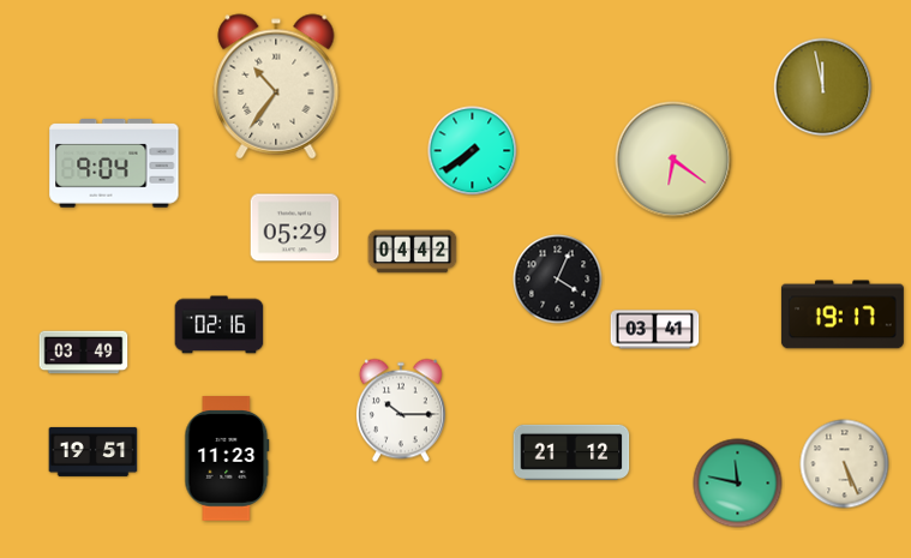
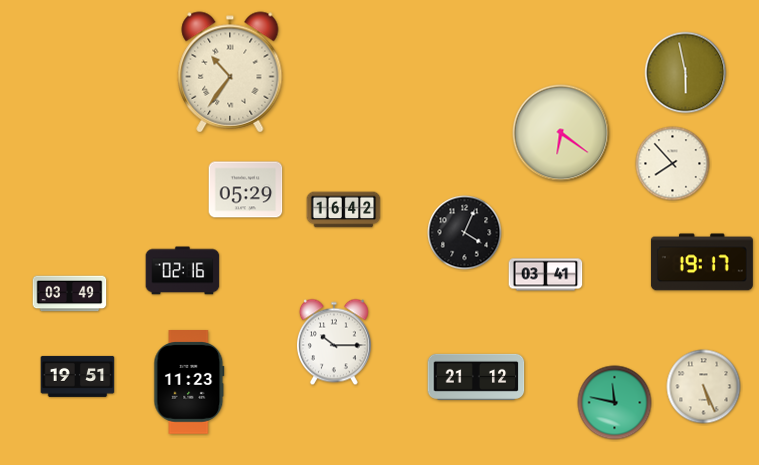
clock at (823, 88): 11:58 -> 5:58
clock at (473, 151): 7:39 -> none
clock at (114, 164): 9:04 -> none
clock at (673, 164): none -> 7:53
clock at (413, 252): 04:42 -> 16:42
